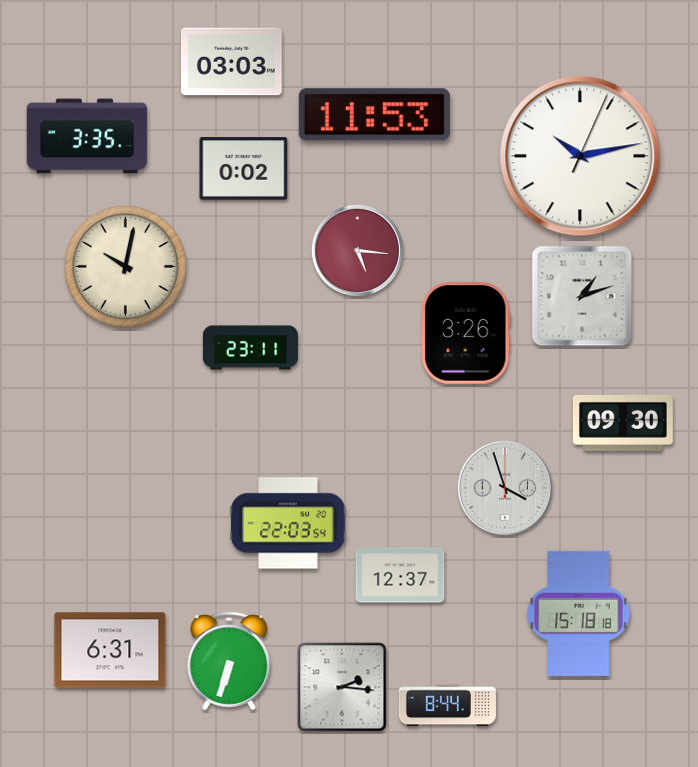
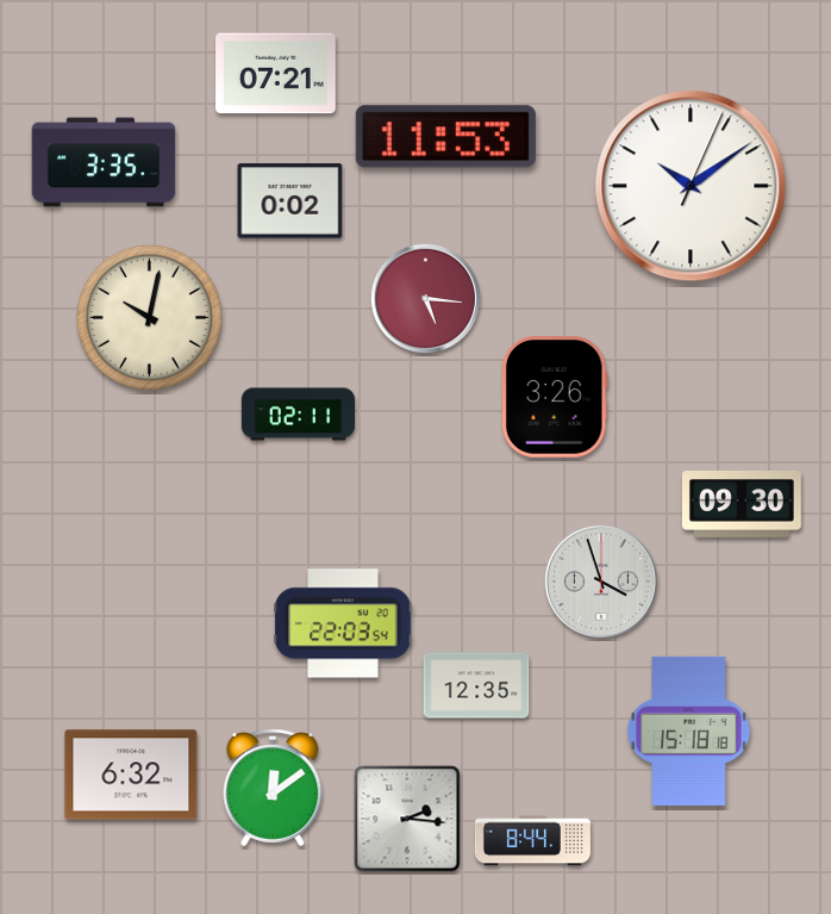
clock at (232, 62): 03:03 -> 07:21
clock at (580, 156): 10:13 -> 10:09
clock at (582, 296): 1:12 -> none
clock at (250, 348): 23:11 -> 02:11
clock at (400, 575): 12:37 -> 12:35
clock at (110, 650): 6:31 -> 6:32
clock at (229, 661): 6:33 -> 12:09
